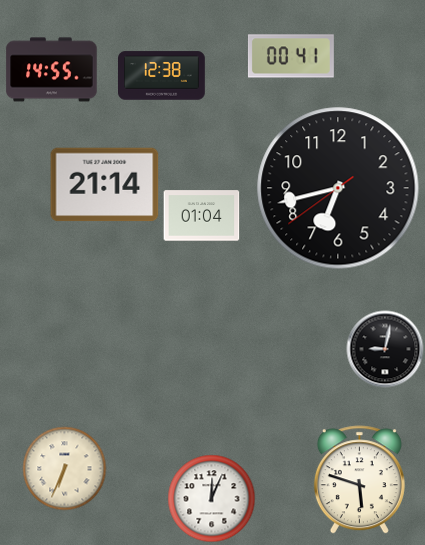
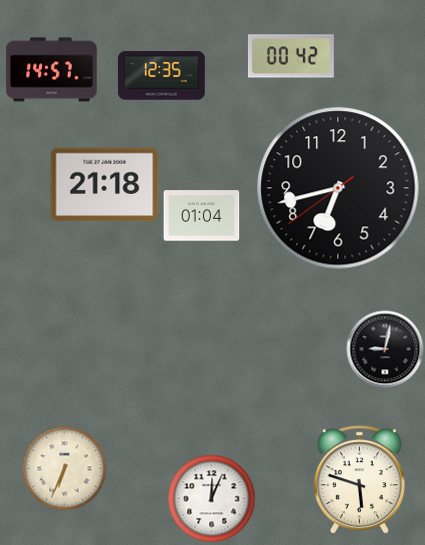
clock at (291, 56): 00:41 -> 00:42
clock at (52, 70): 14:55 -> 14:57
clock at (162, 76): 12:38 -> 12:35
clock at (105, 185): 21:14 -> 21:18
